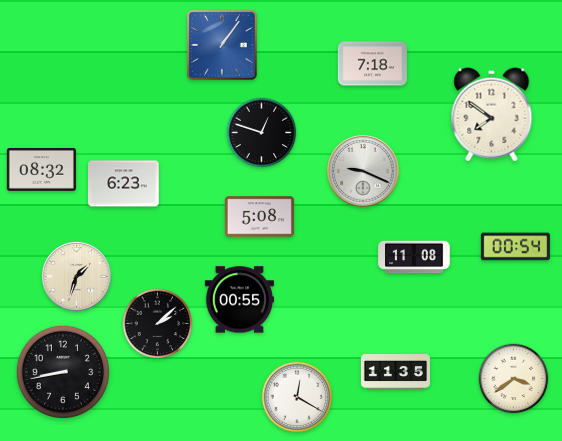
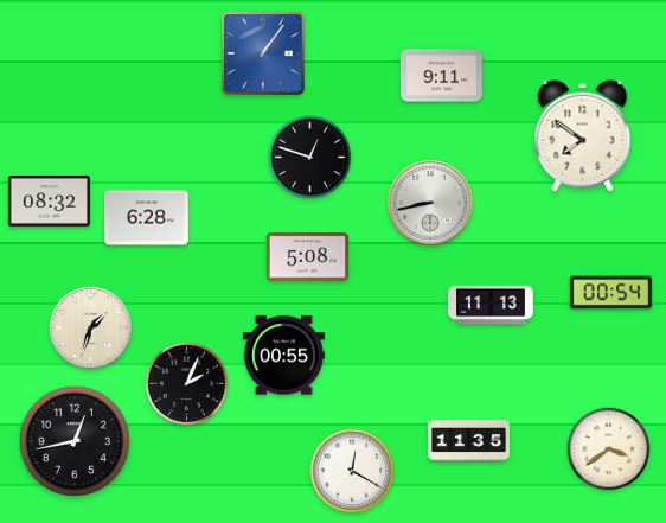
clock at (372, 64): 7:18 -> 9:11
clock at (363, 171): 9:19 -> 8:43
clock at (124, 184): 6:23 -> 6:28
clock at (414, 257): 11:08 -> 11:13
clock at (158, 324): 2:08 -> 2:04
clock at (63, 372): 8:43 -> 12:43
